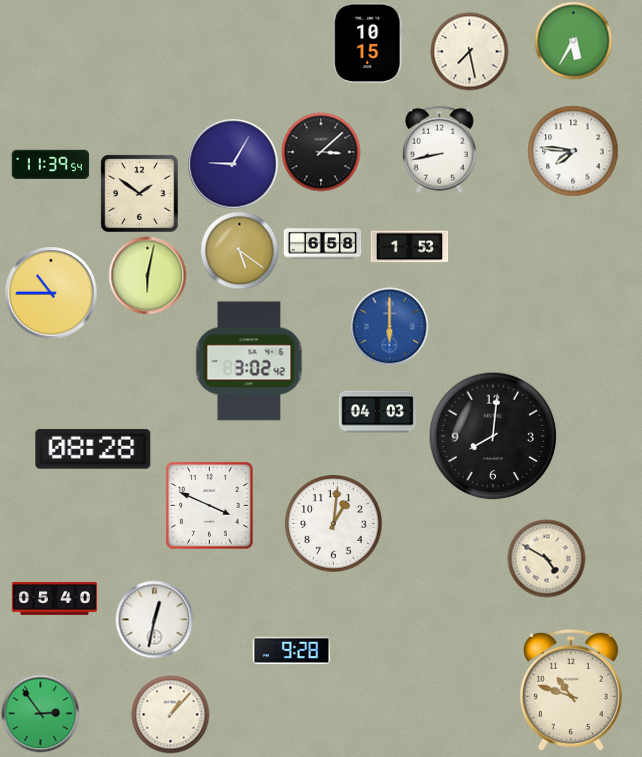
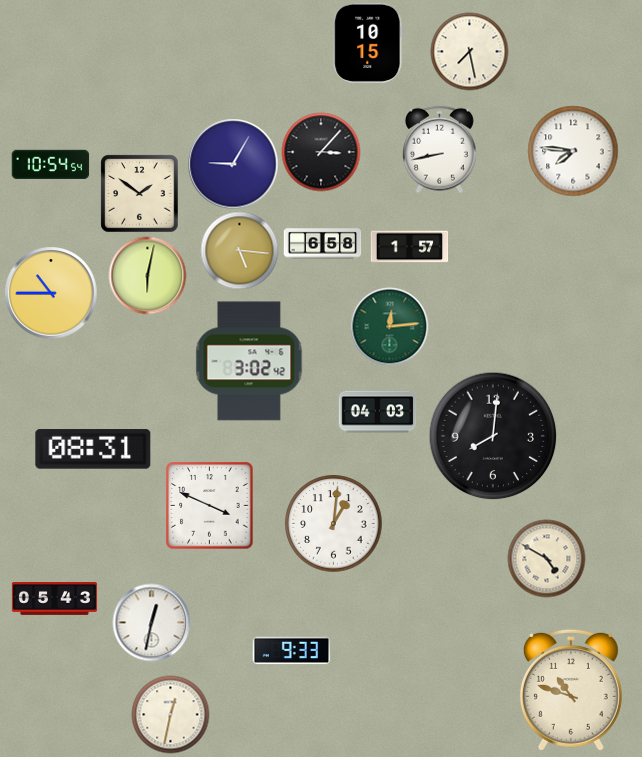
clock at (573, 40): 5:35 -> none
clock at (321, 152): 3:08 -> 3:07
clock at (50, 164): 11:39 -> 10:54
clock at (409, 247): 1:53 -> 1:57
clock at (239, 250): 5:21 -> 5:16
clock at (389, 326): 6:00 -> 12:14
clock at (389, 326) dial: blue -> green
clock at (93, 449): 08:28 -> 08:31
clock at (54, 599): 05:40 -> 05:43
clock at (154, 619) position: (154, 619) -> (151, 622)
clock at (291, 651): 9:28 -> 9:33
clock at (40, 713): 2:54 -> none
clock at (170, 714): 1:07 -> 12:32
